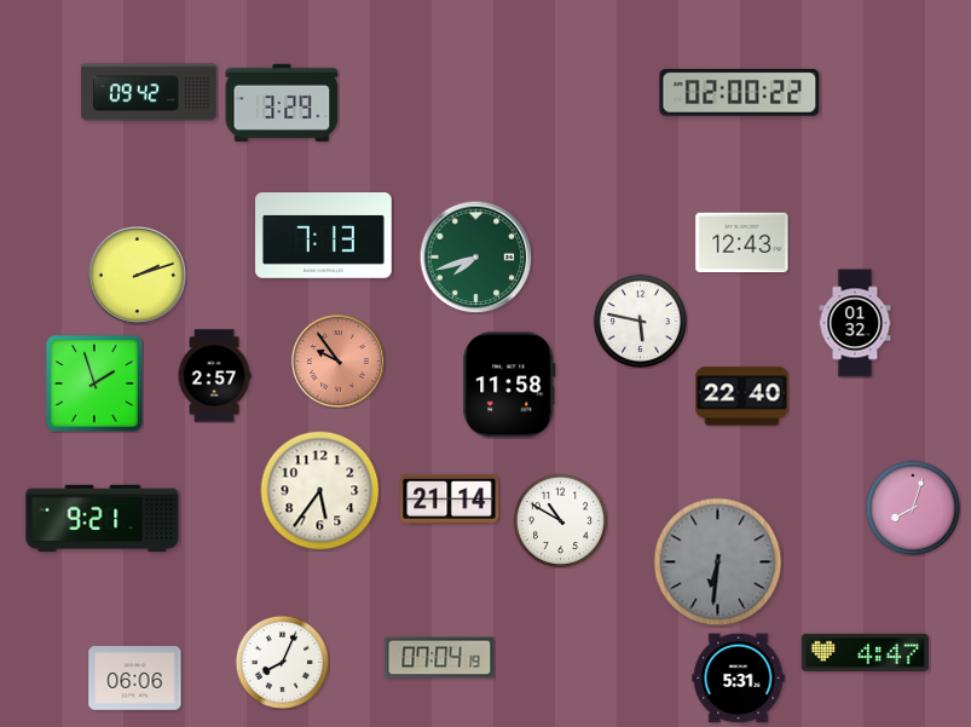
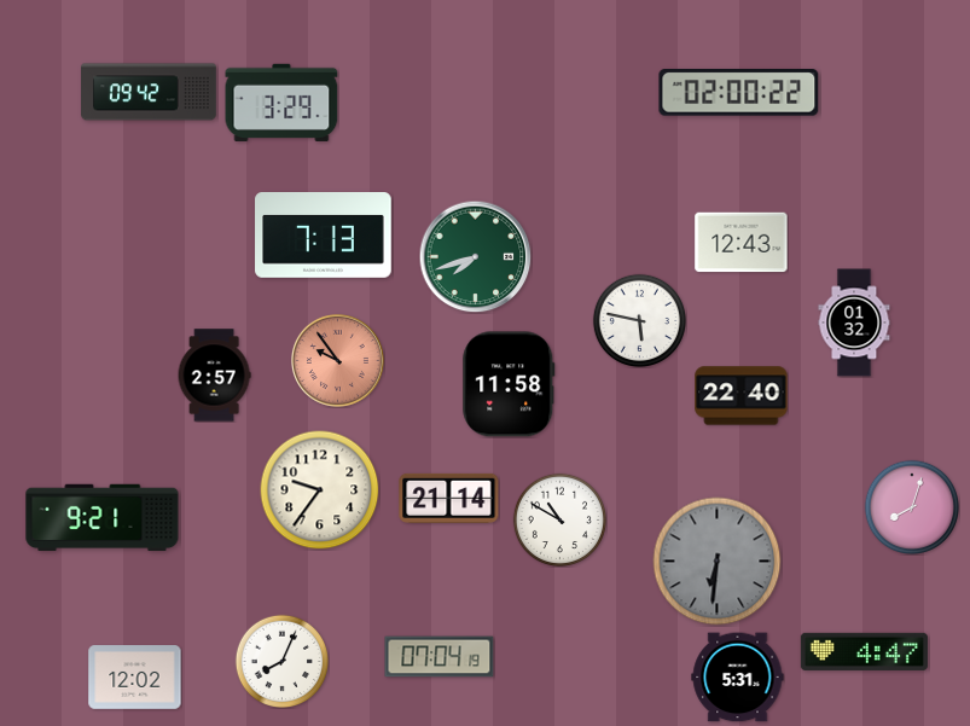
clock at (137, 275): 2:12 -> none
clock at (96, 385): 1:57 -> none
clock at (320, 491): 5:36 -> 9:36
clock at (135, 679): 06:06 -> 12:02
